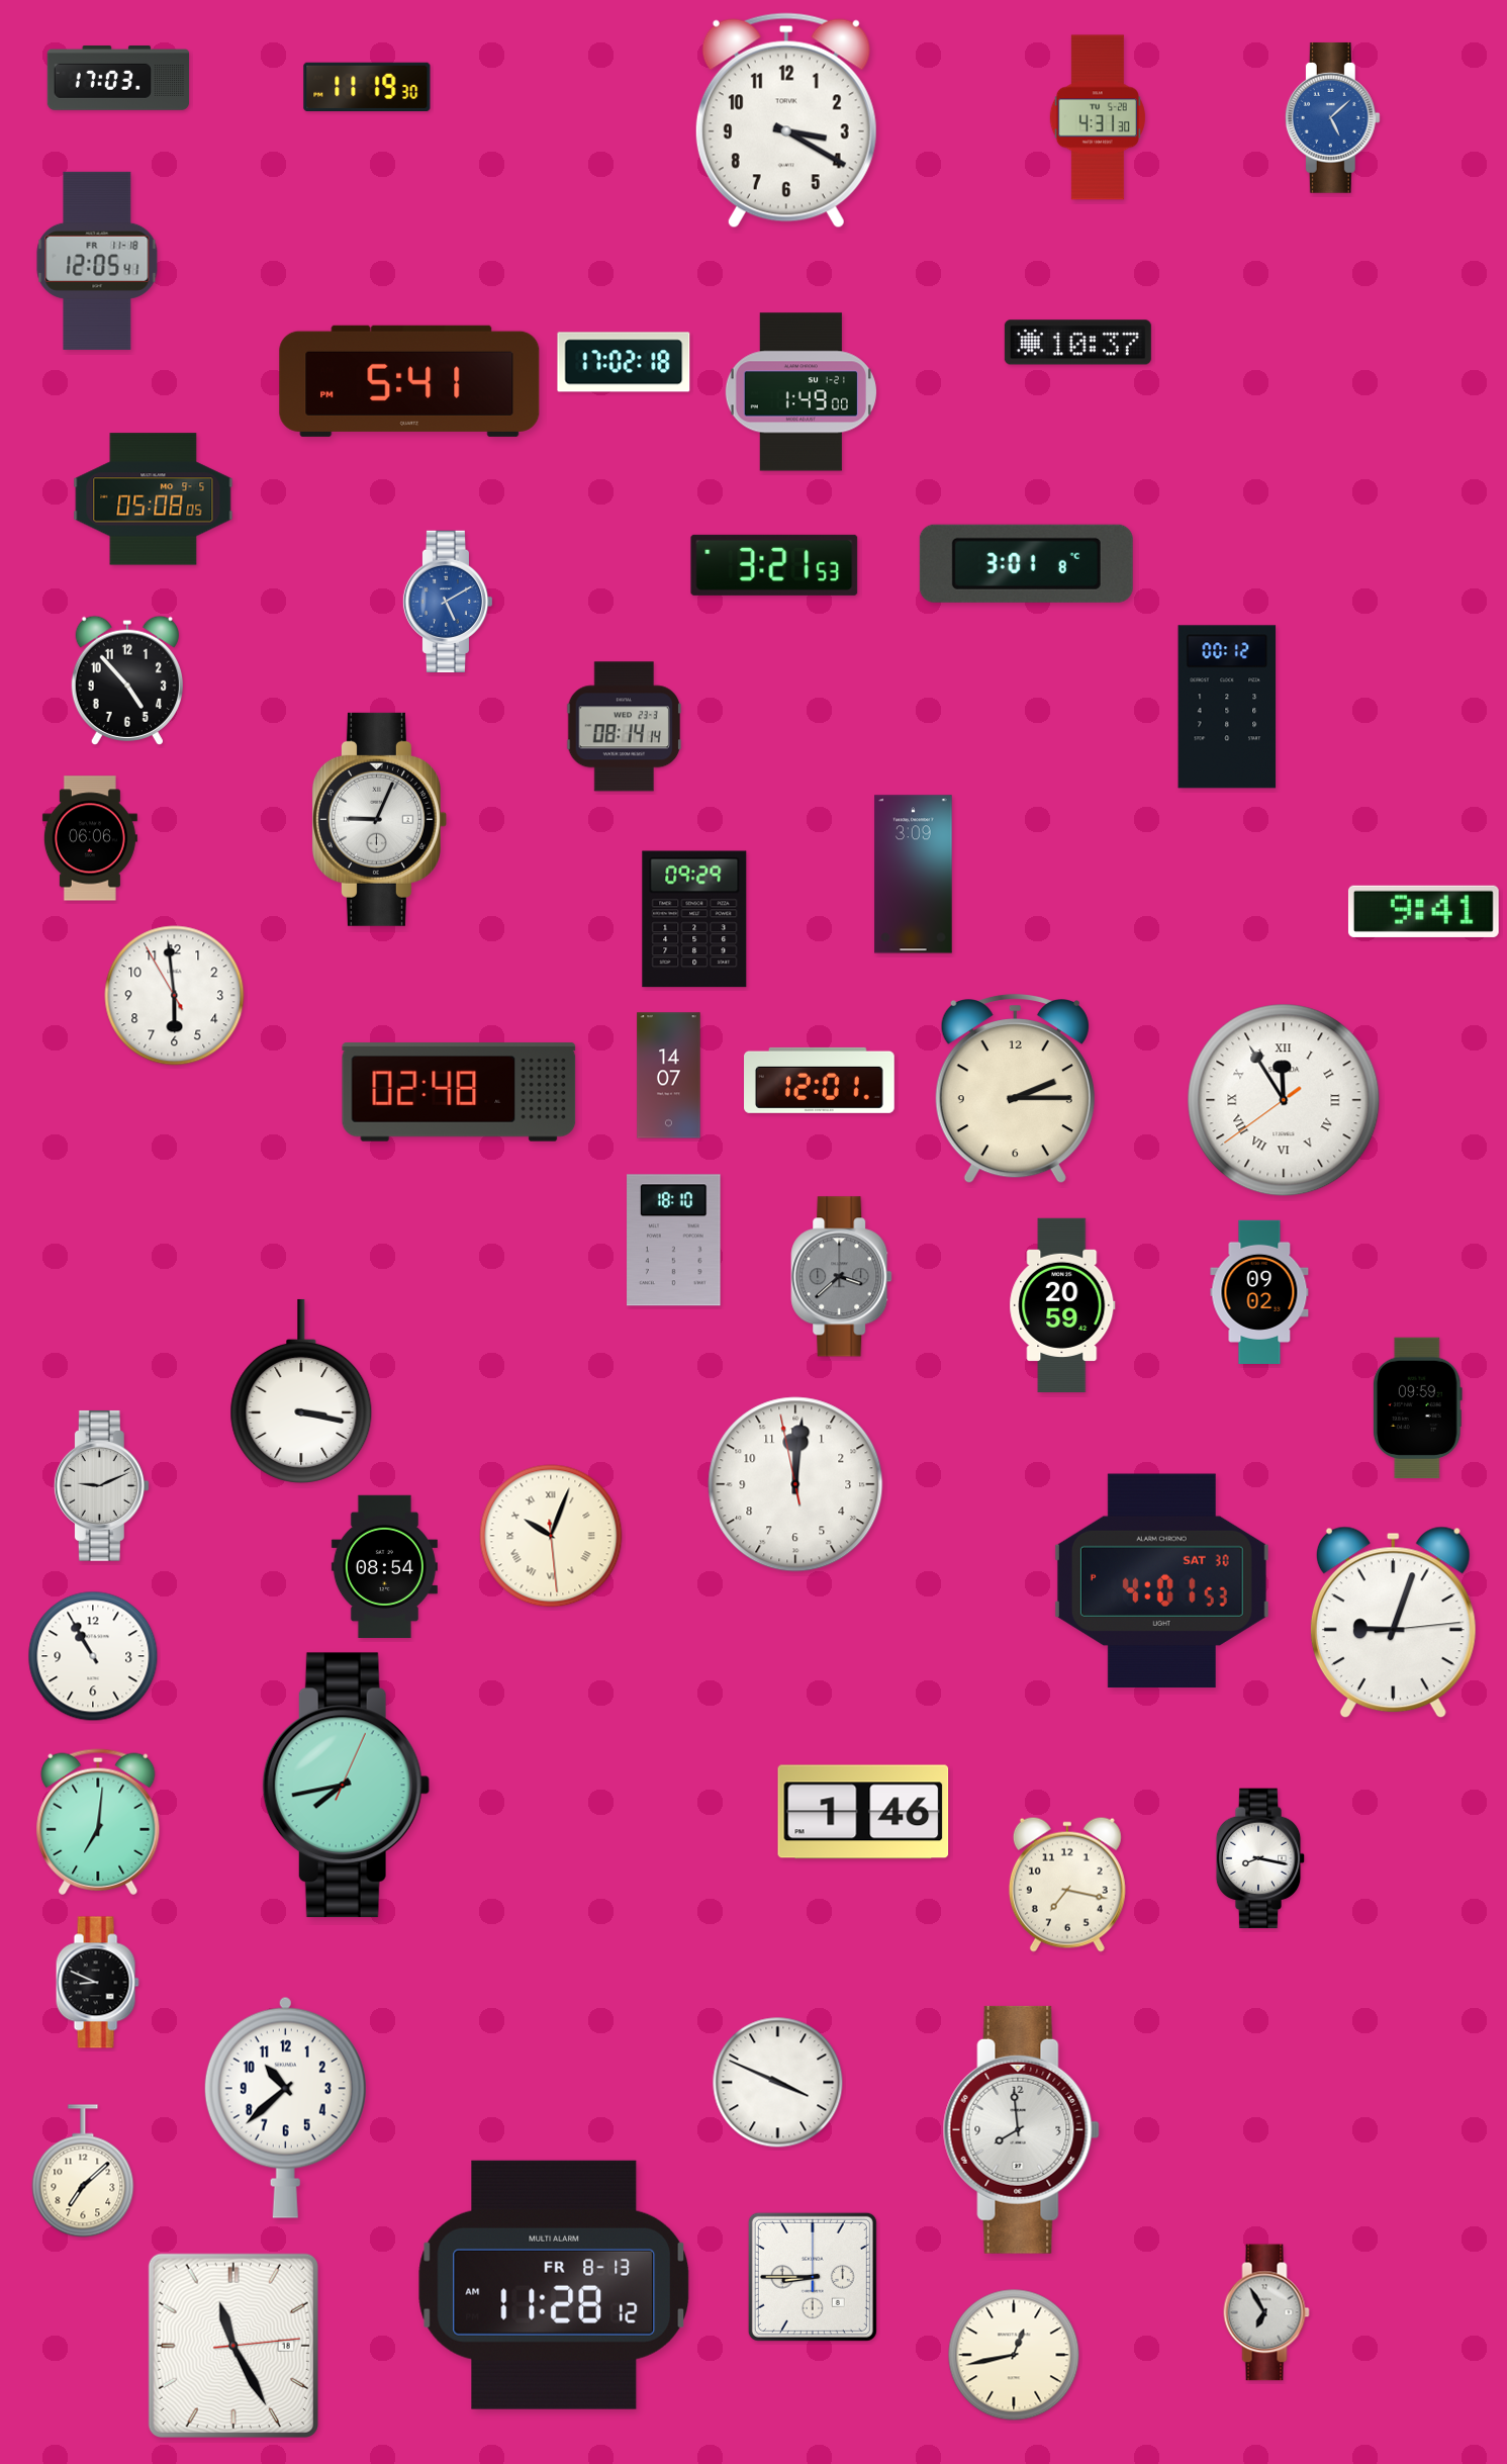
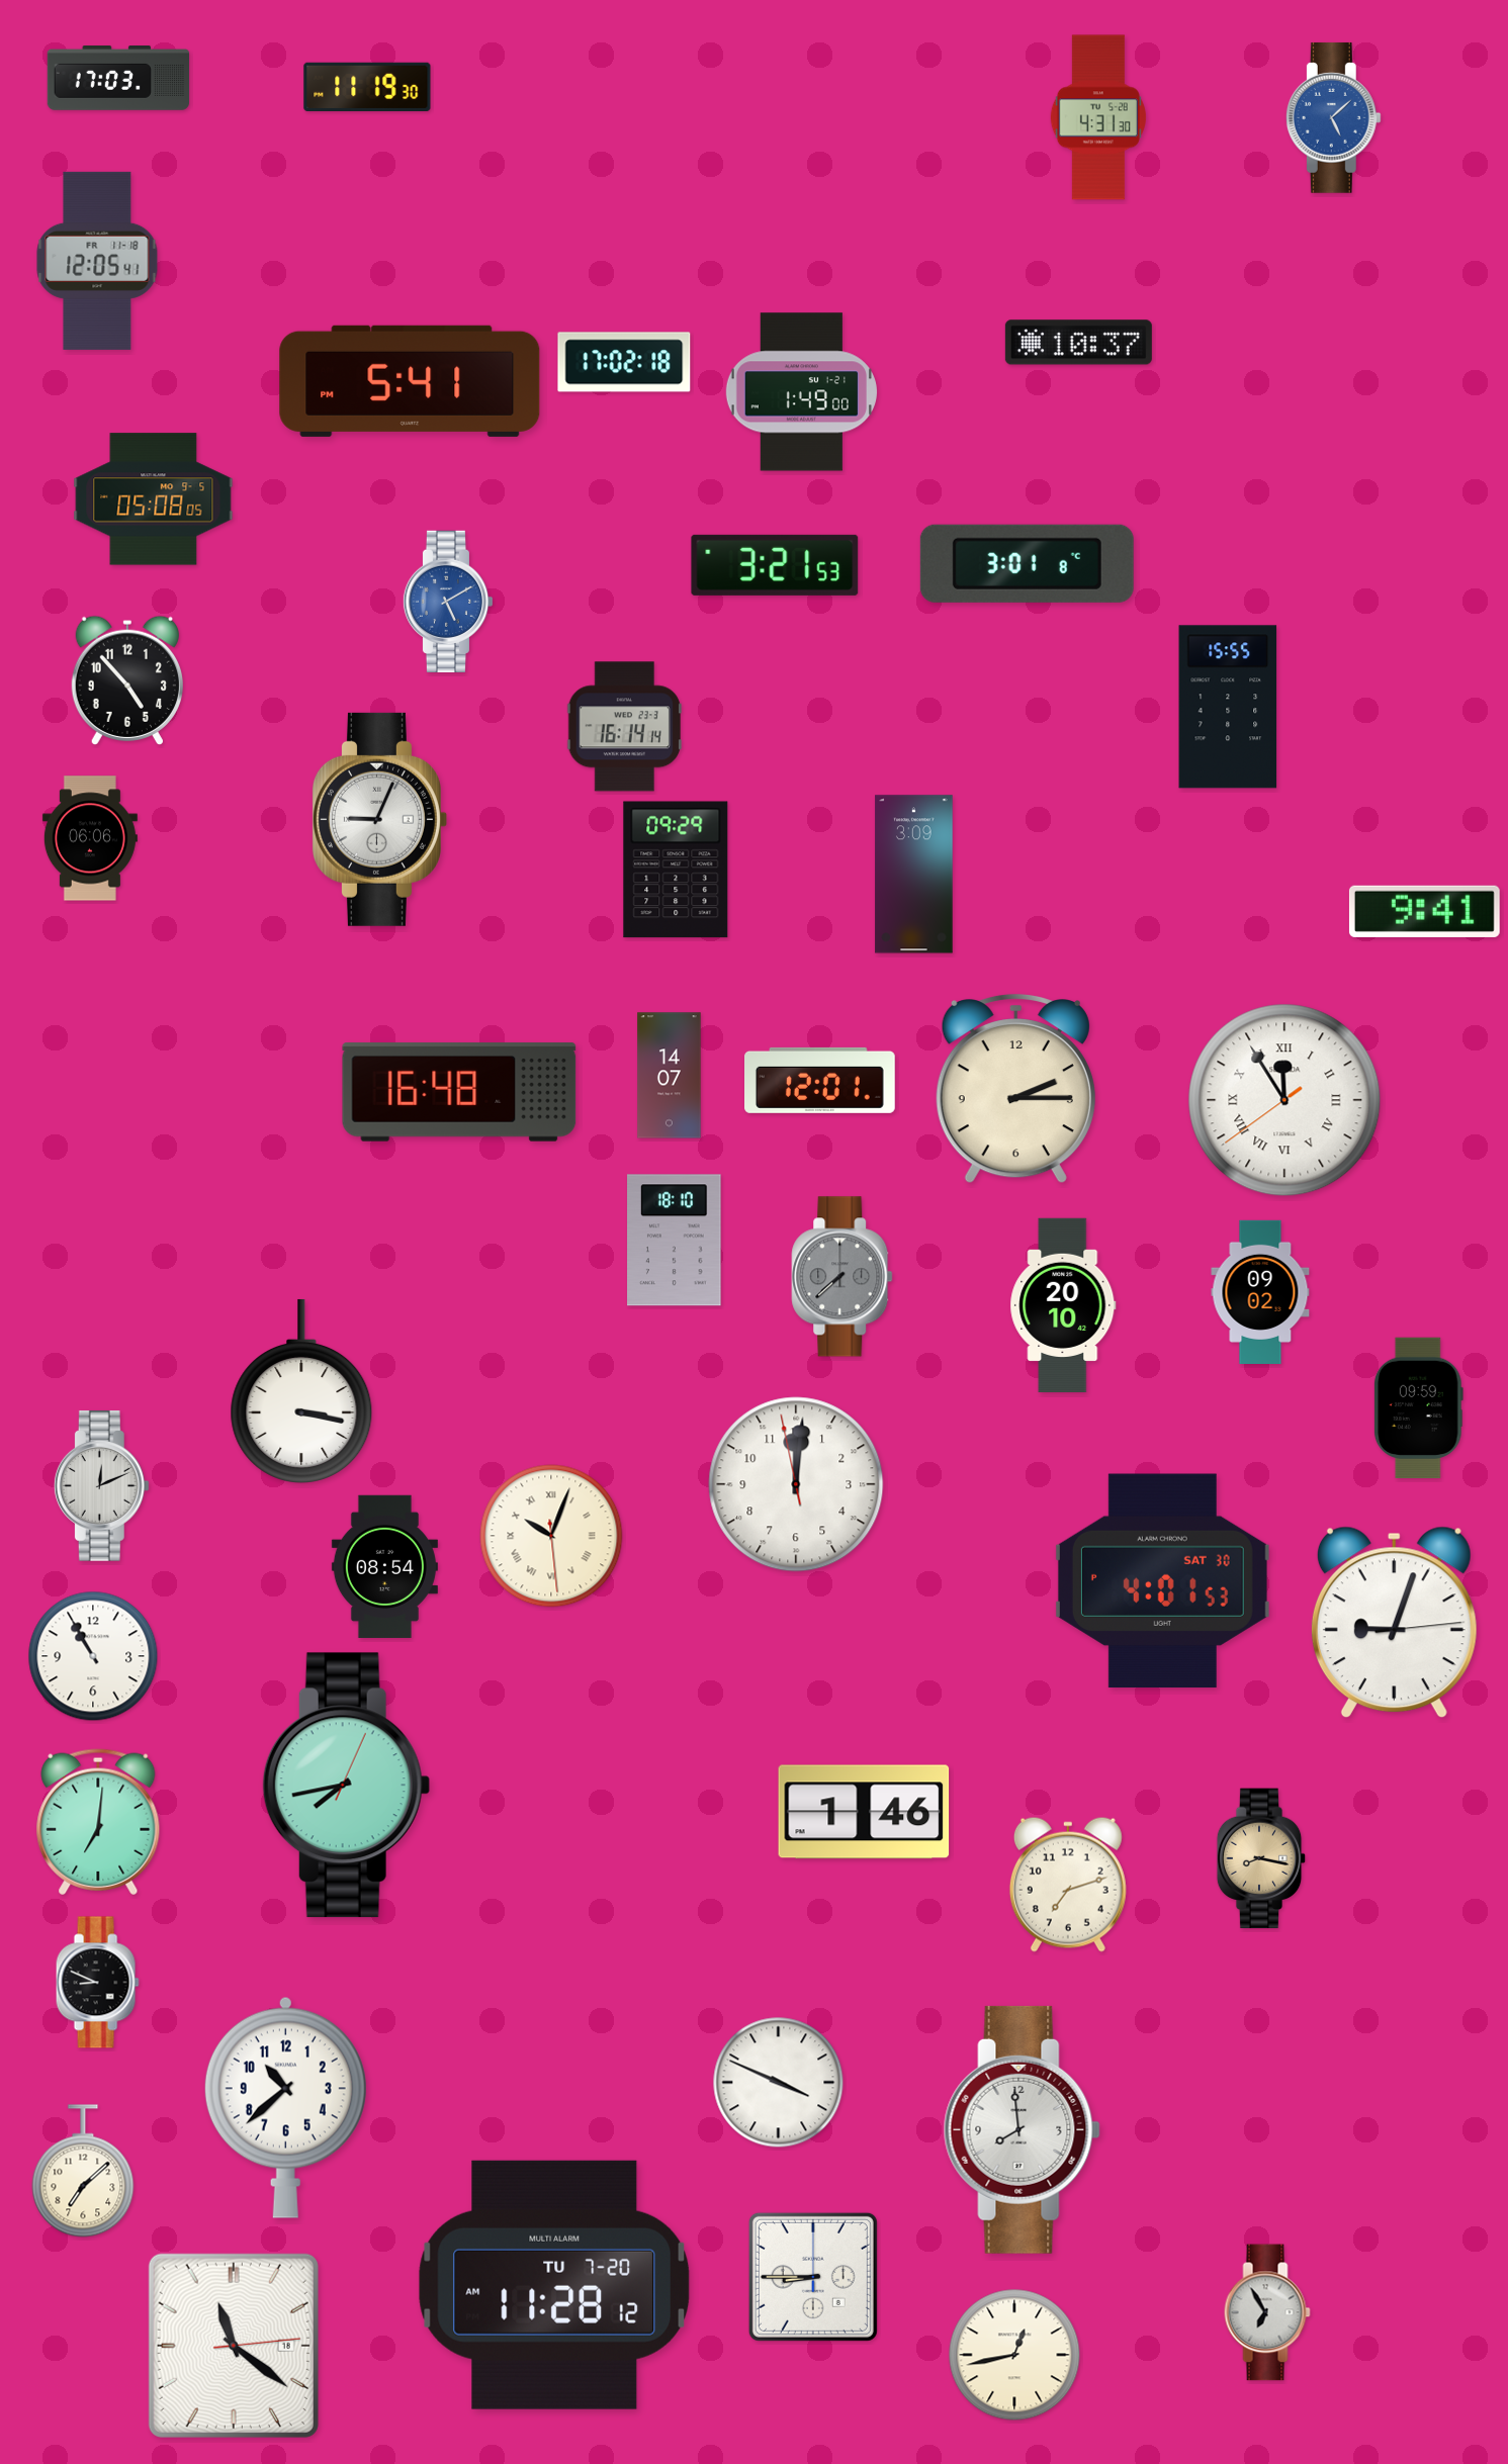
clock at (786, 120): 3:20 -> none
clock at (1227, 707): 00:12 -> 15:55
clock at (624, 727): 08:14 -> 16:14
clock at (694, 919) position: (694, 919) -> (676, 870)
clock at (175, 996): 5:58 -> none
clock at (459, 1093): 02:48 -> 16:48
clock at (842, 1277): 3:38 -> 7:38
clock at (1062, 1305): 20:59 -> 20:10
clock at (101, 1485): 9:11 -> 12:11
clock at (1260, 1858) dial: white -> champagne
clock at (1067, 1885): 7:17 -> 7:12
clock at (554, 2285) date: FR 8-13 -> TU 7-20
clock at (233, 2346): 11:25 -> 11:21
